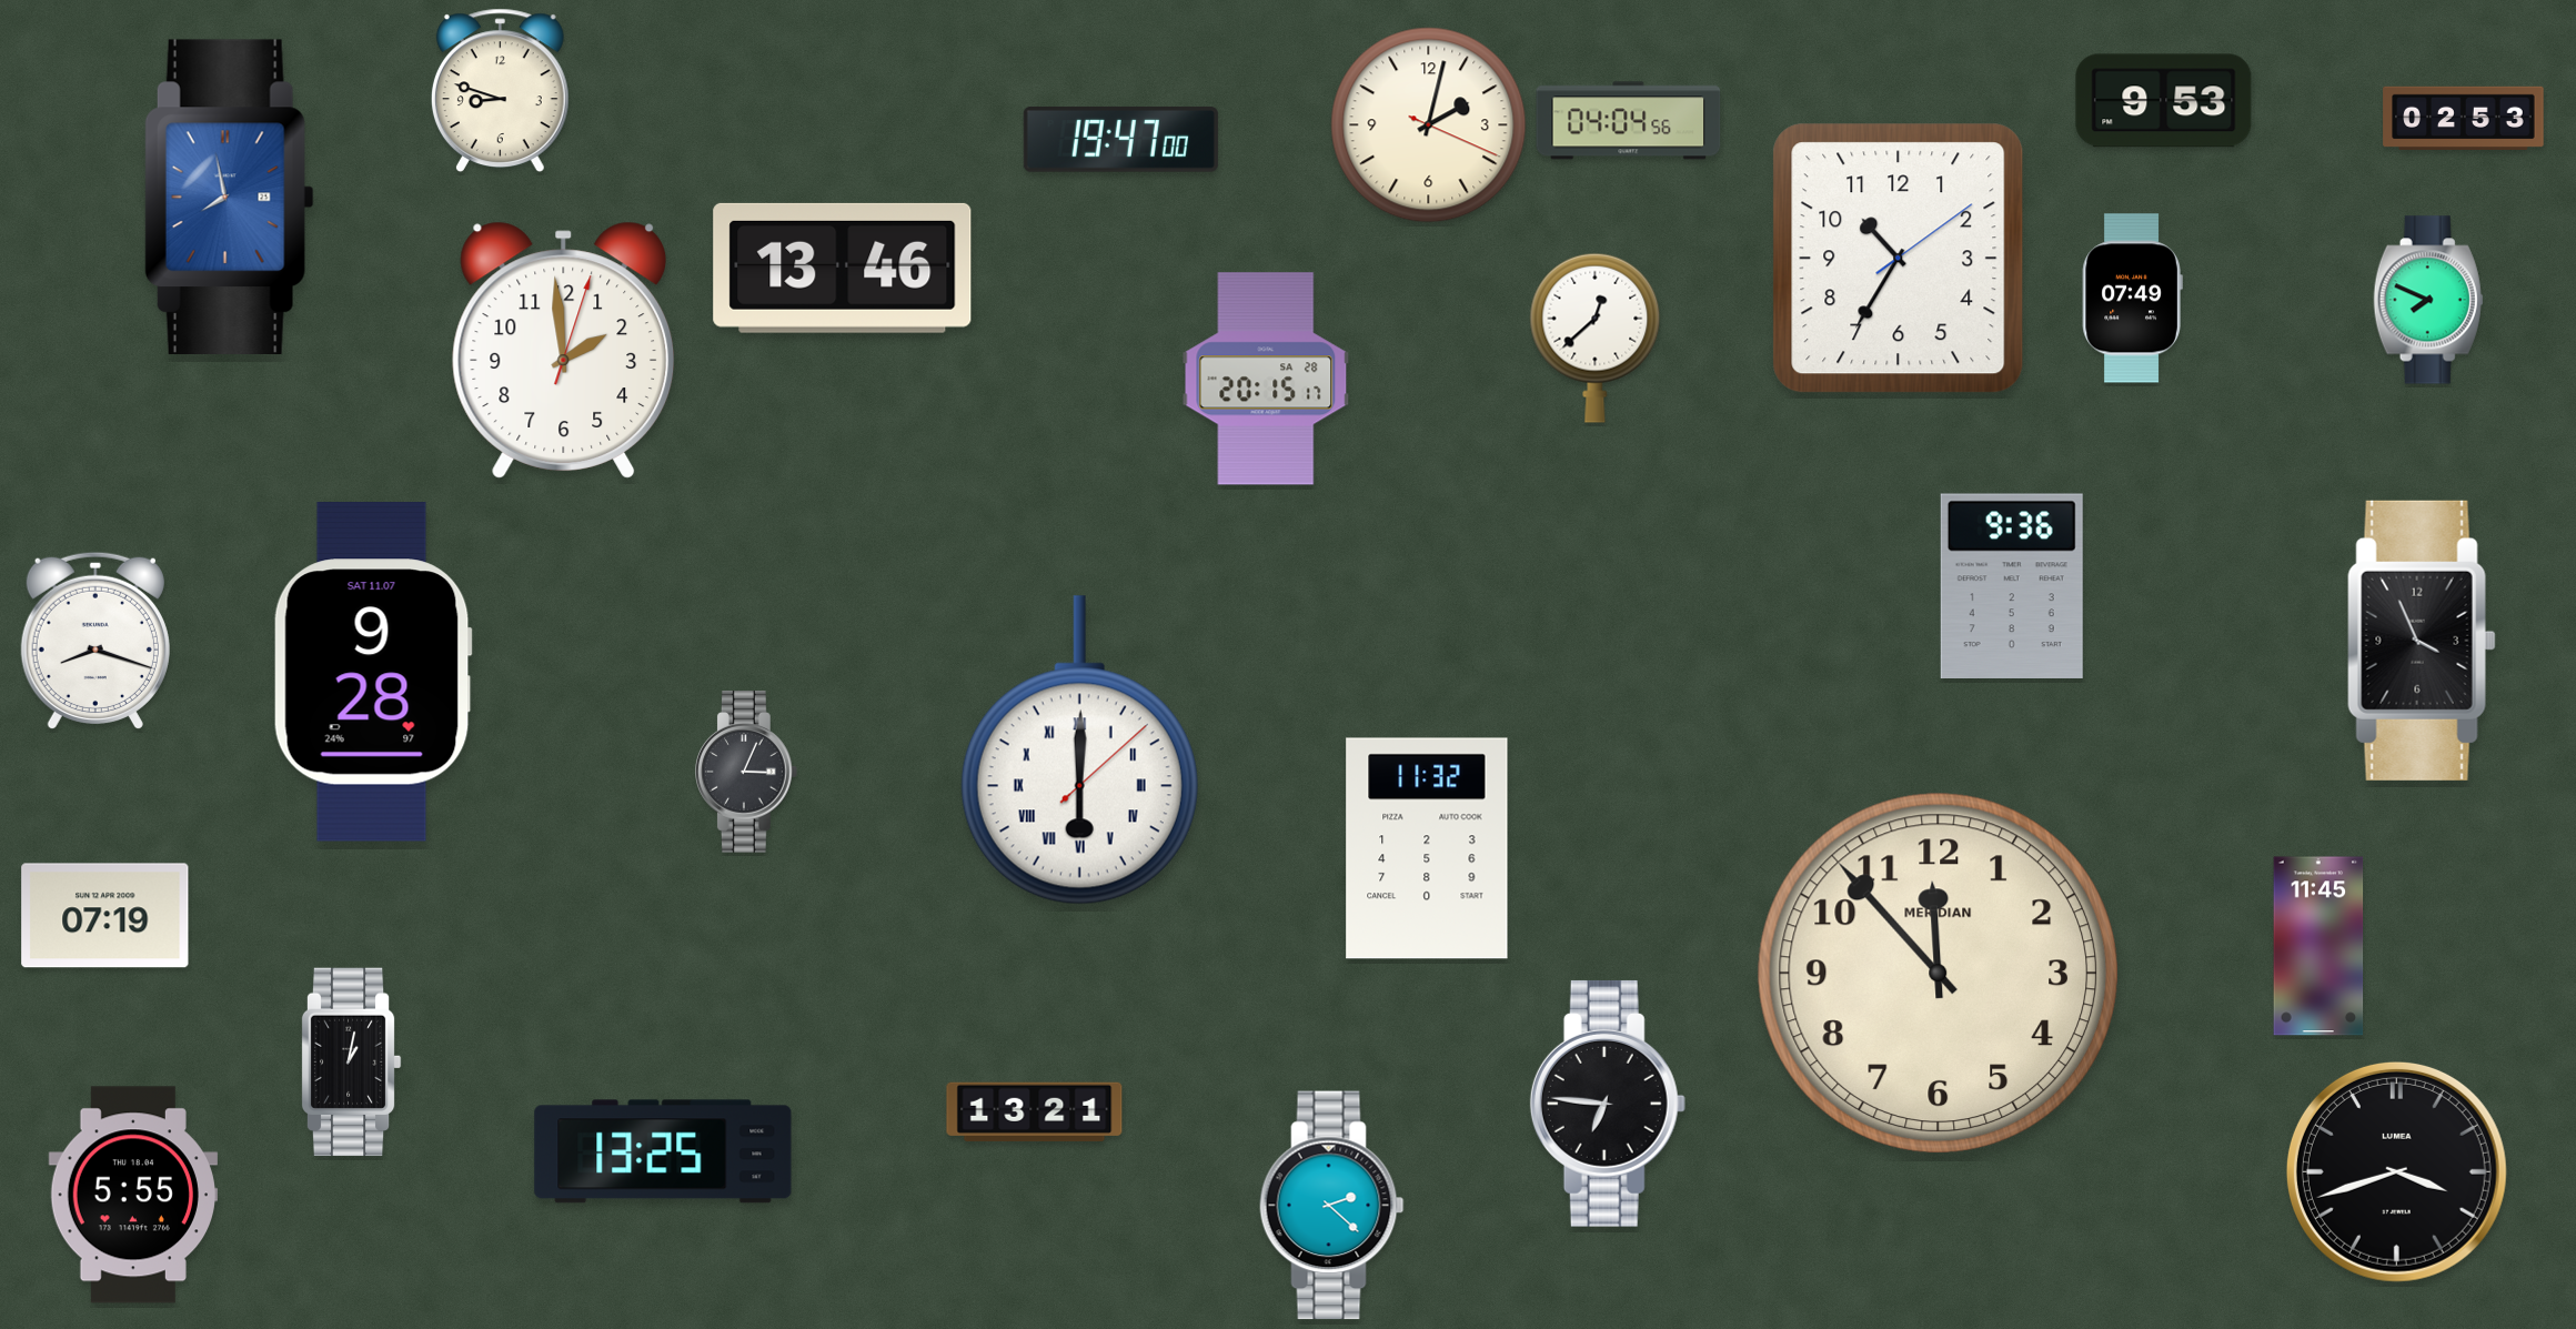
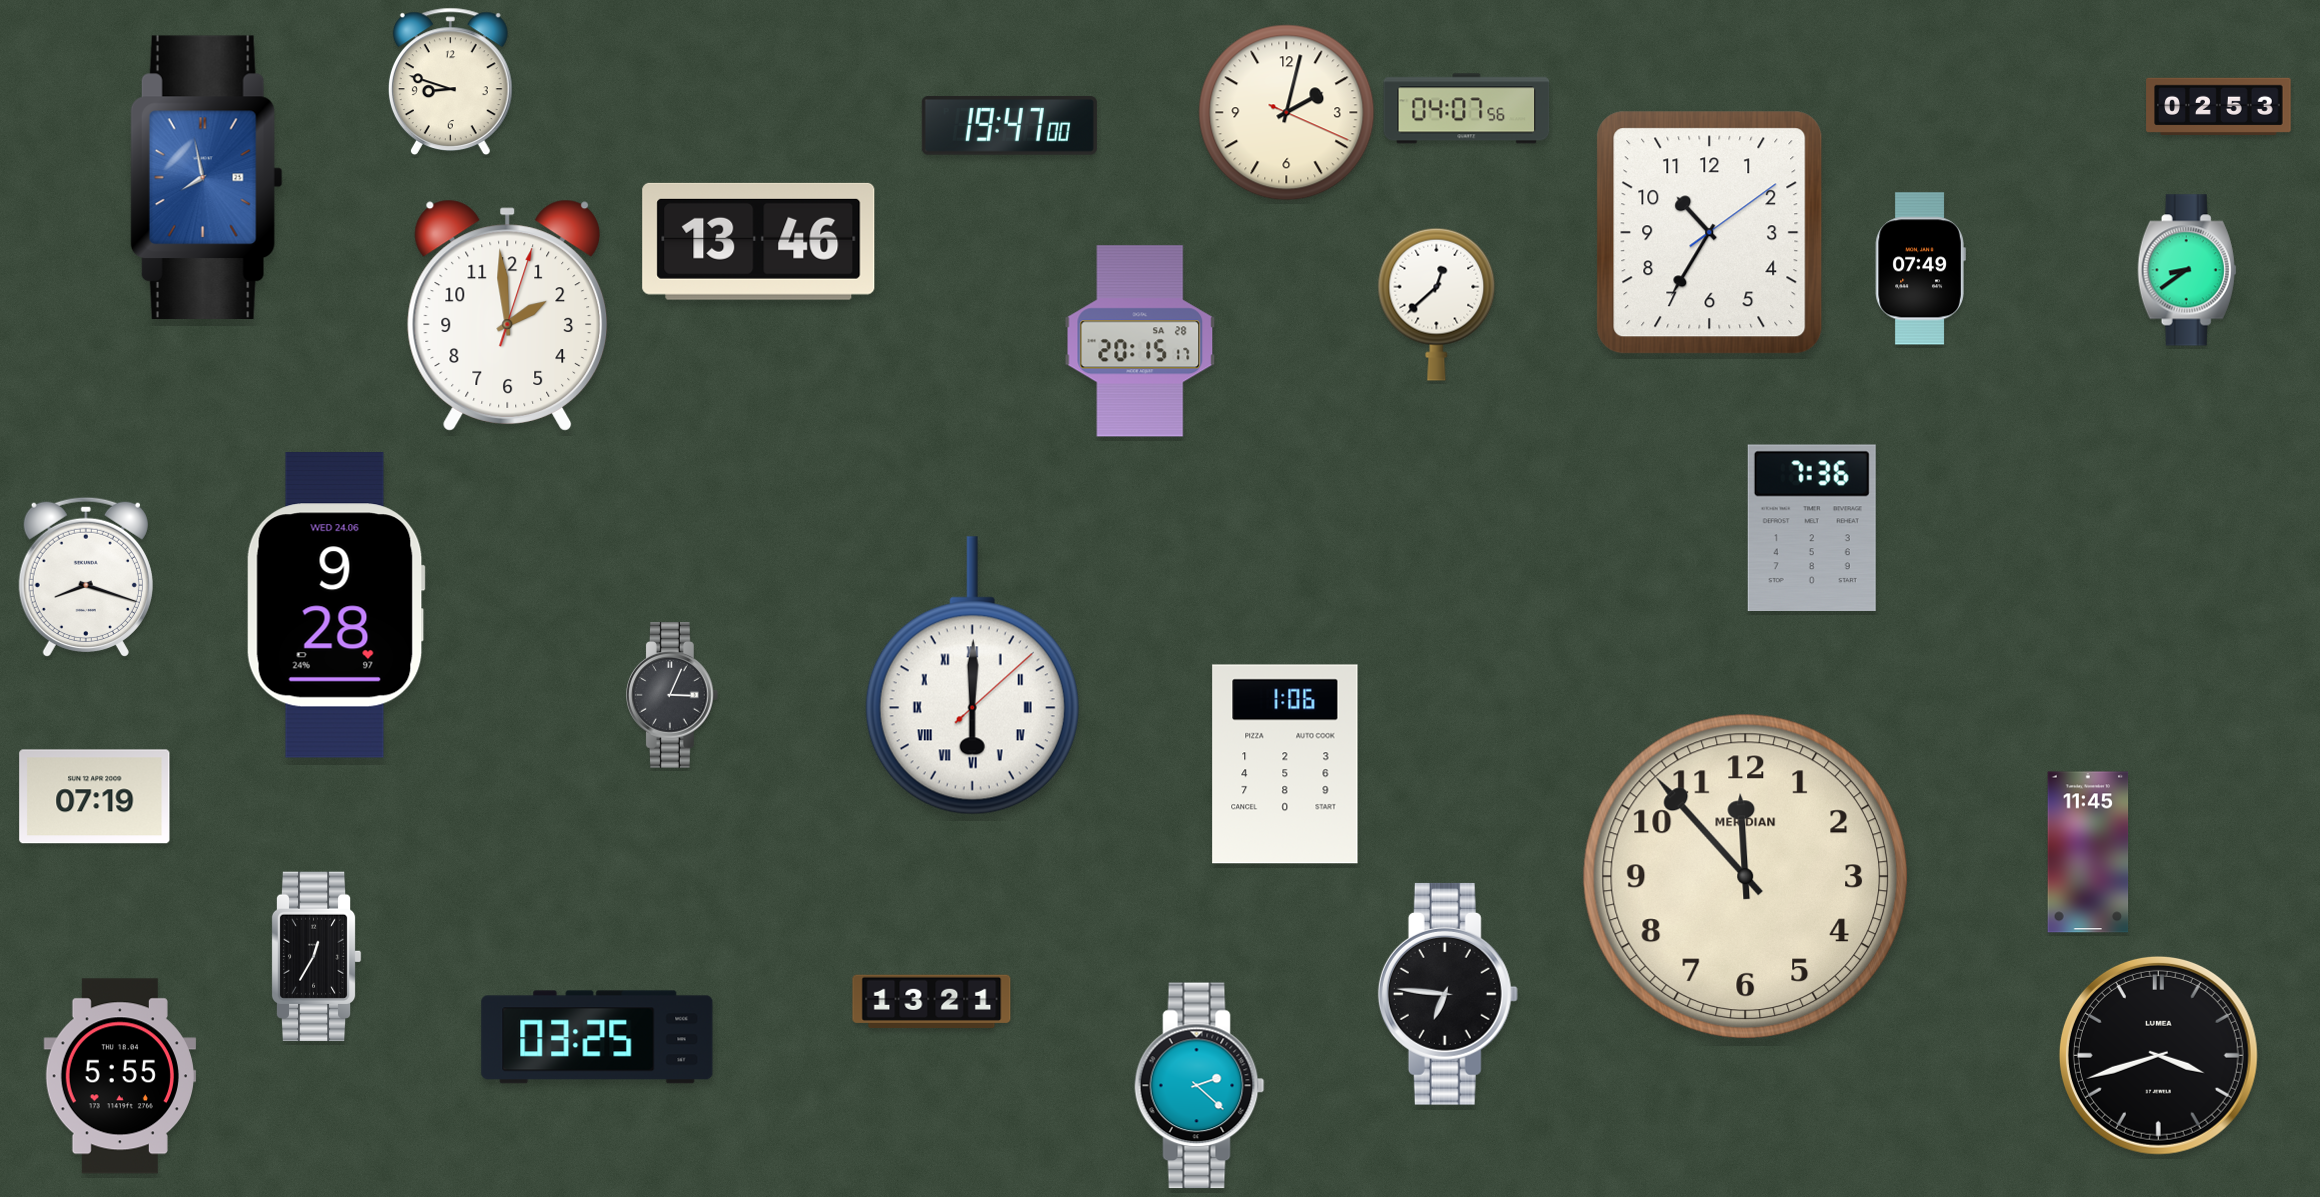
clock at (2164, 101): 9:53 -> none
clock at (1629, 121): 04:04 -> 04:07
clock at (2428, 300): 7:49 -> 8:39
clock at (2012, 586): 9:36 -> 7:36
clock at (2422, 641): 3:56 -> none
clock at (373, 672) date: SAT 11.07 -> WED 24.06
clock at (1427, 848): 11:32 -> 1:06
clock at (105, 916) position: (105, 916) -> (95, 797)
clock at (351, 1063): 1:02 -> 12:35
clock at (663, 1151): 13:25 -> 03:25
